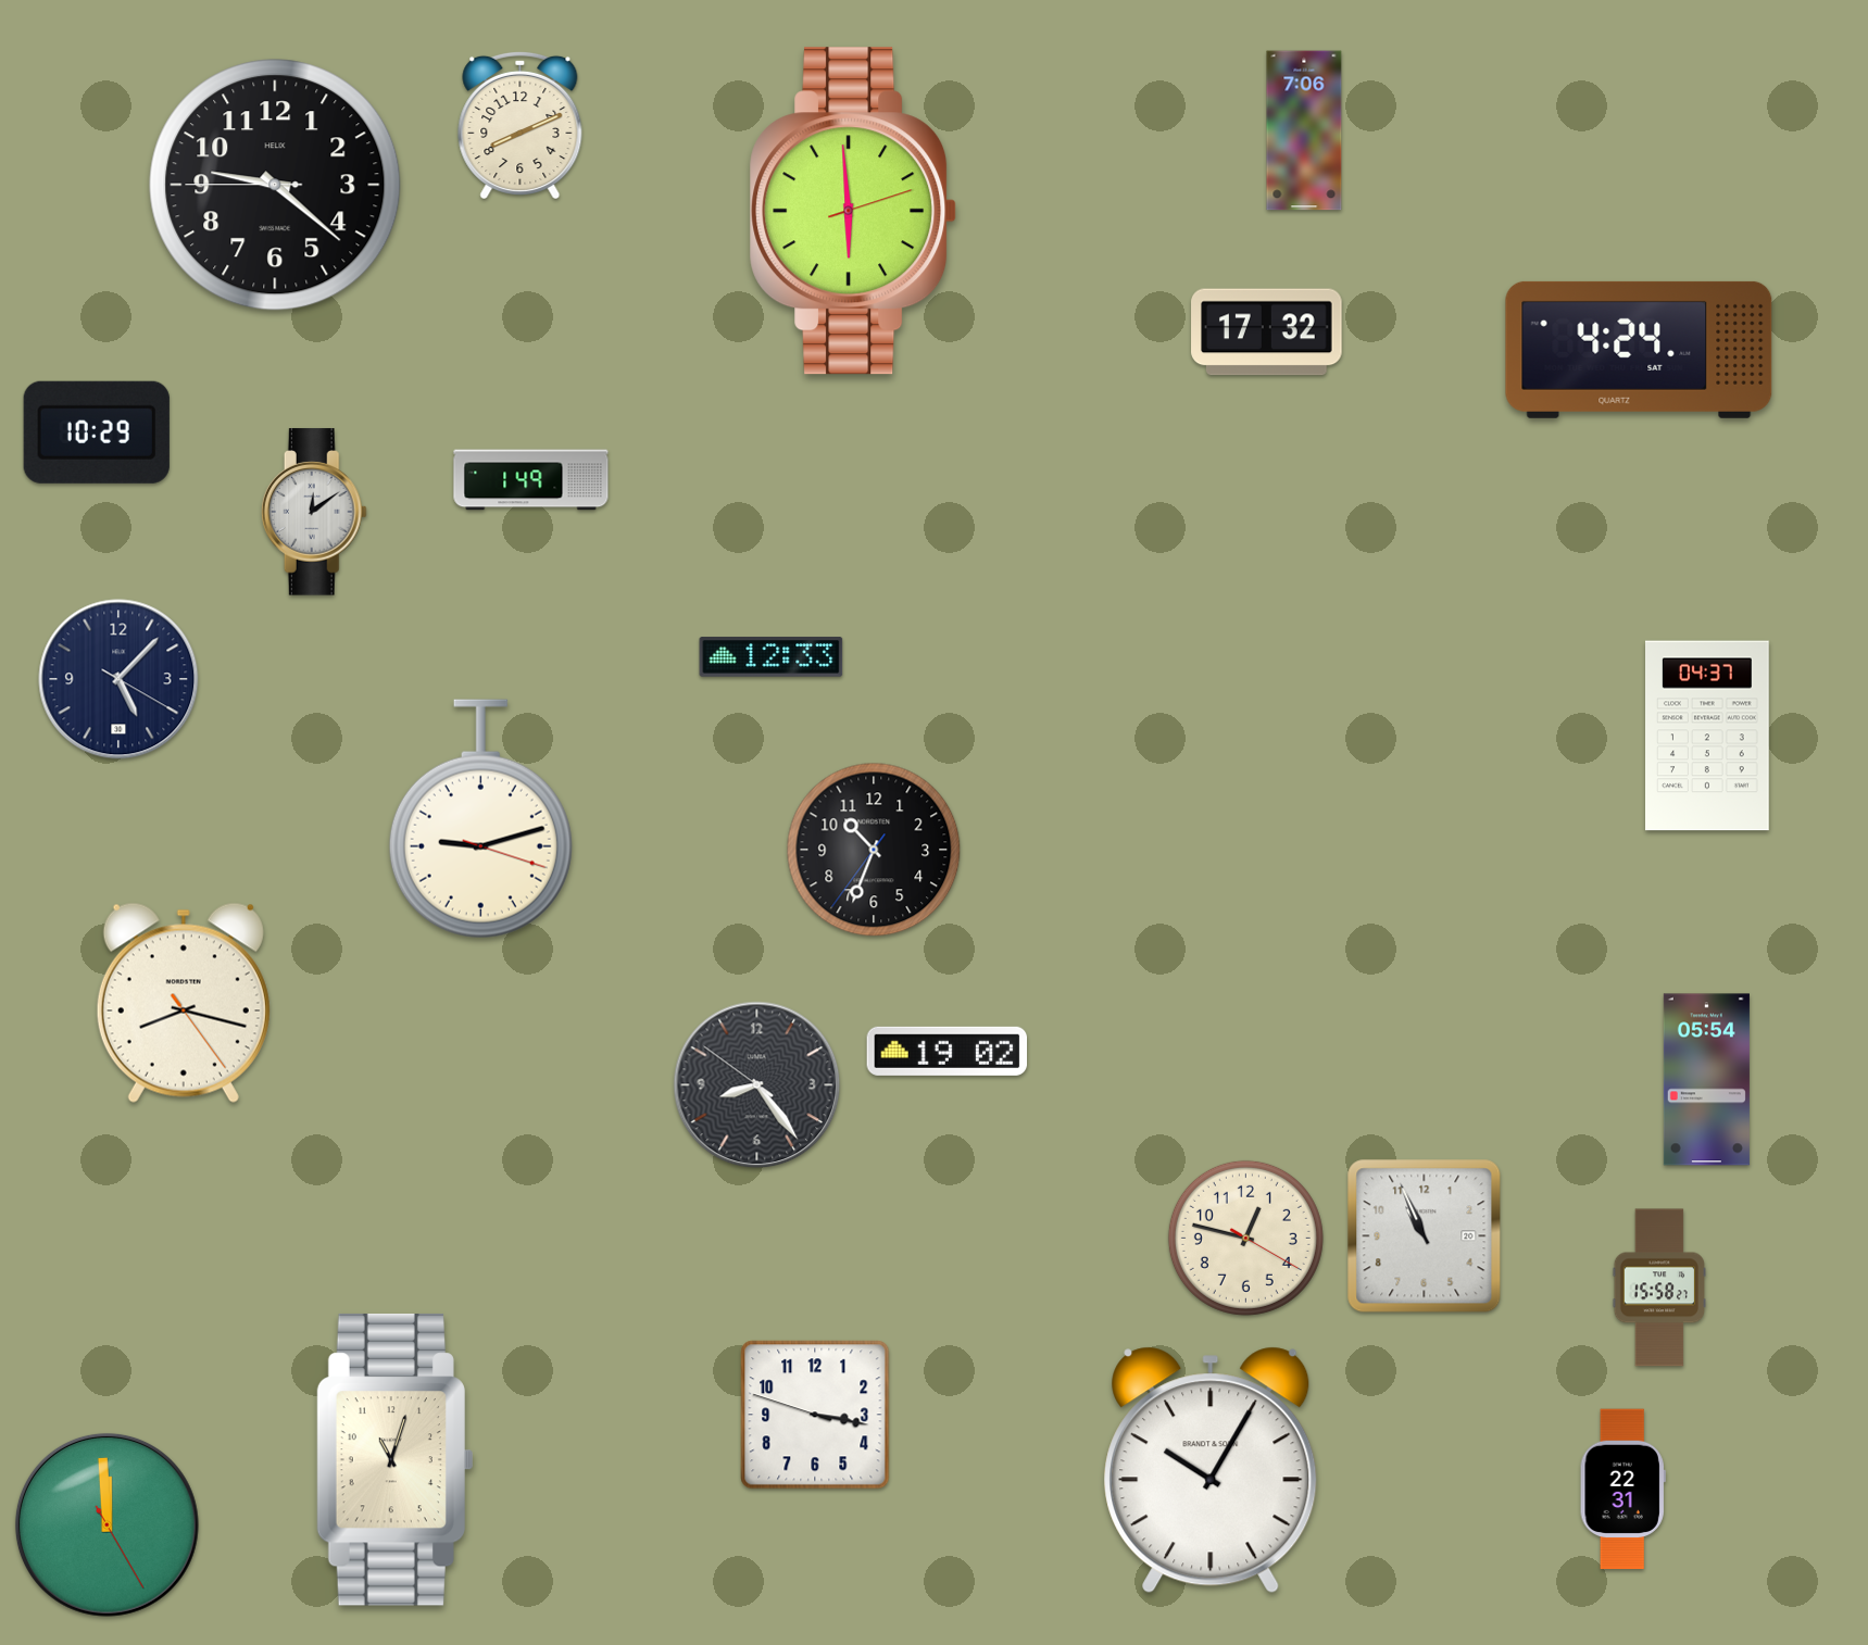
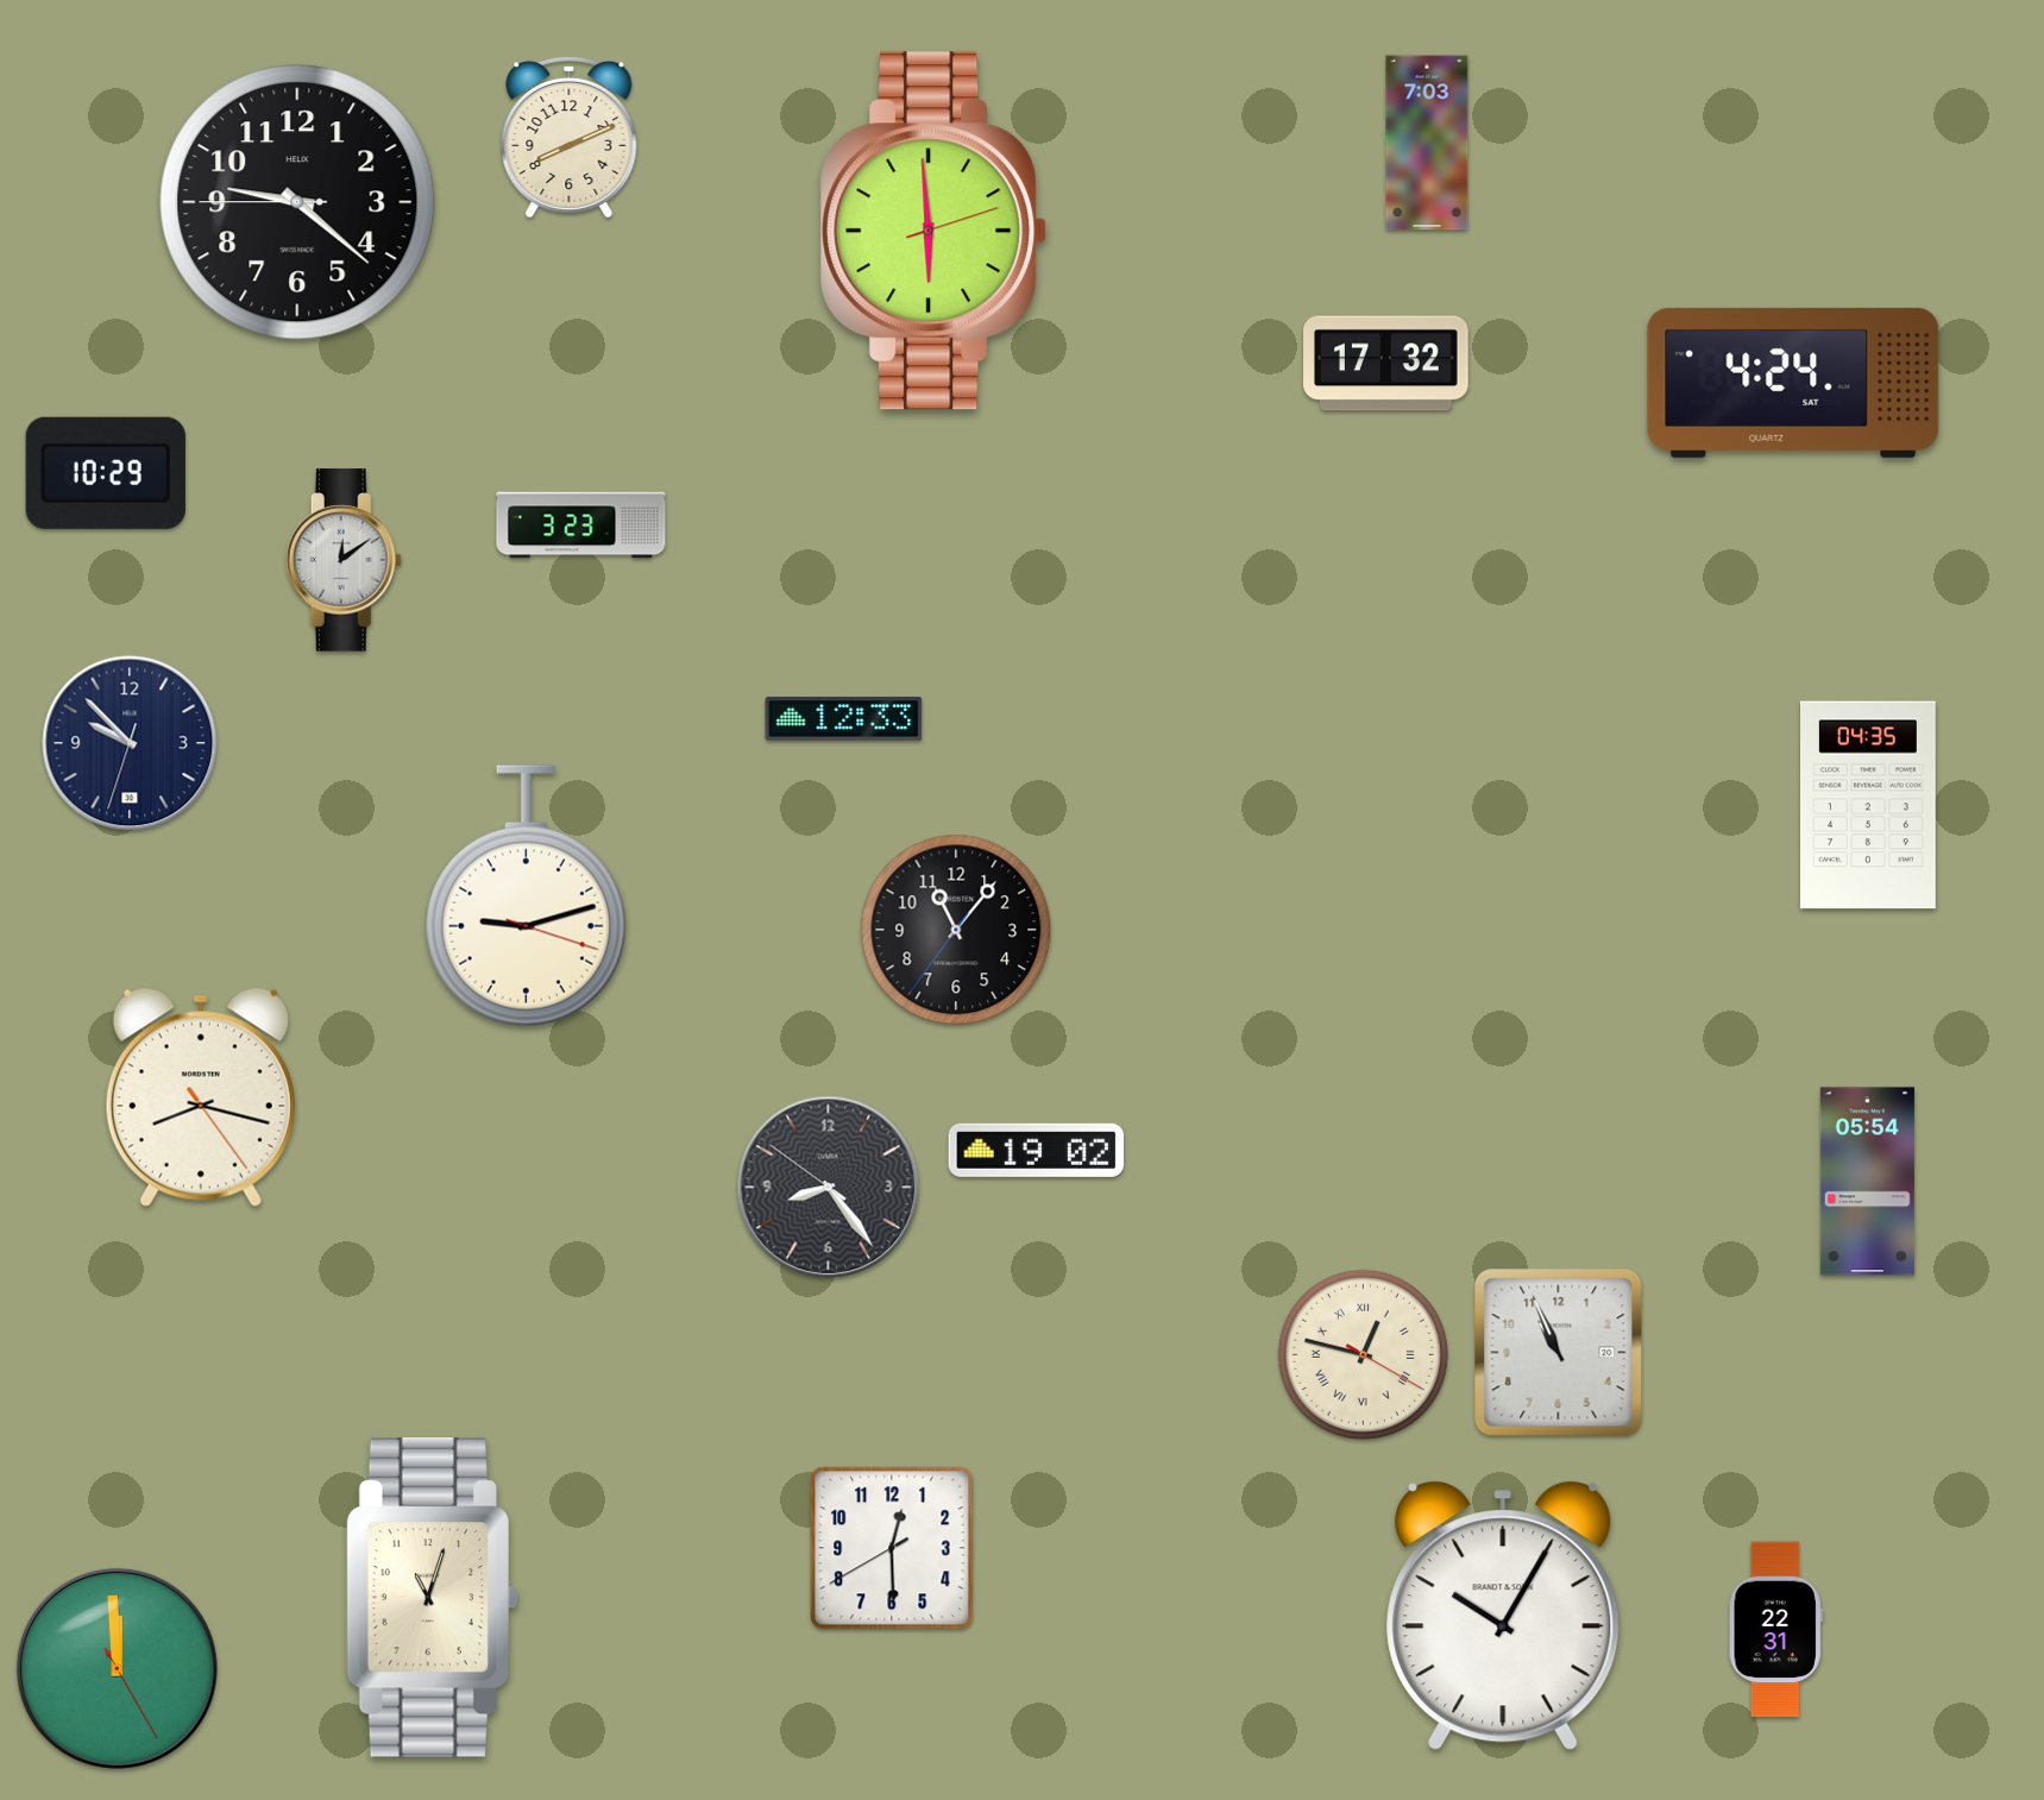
clock at (1304, 130): 7:06 -> 7:03
clock at (275, 185) position: (275, 185) -> (297, 202)
clock at (531, 480): 1:49 -> 3:23
clock at (118, 679): 5:07 -> 9:52
clock at (1708, 736): 04:37 -> 04:35
clock at (874, 850): 10:33 -> 11:06
clock at (1245, 1238) numerals: Arabic -> Roman
clock at (1658, 1288): 15:58 -> none
clock at (815, 1415): 3:16 -> 12:29
clock at (1211, 1470) position: (1211, 1470) -> (1503, 1616)
